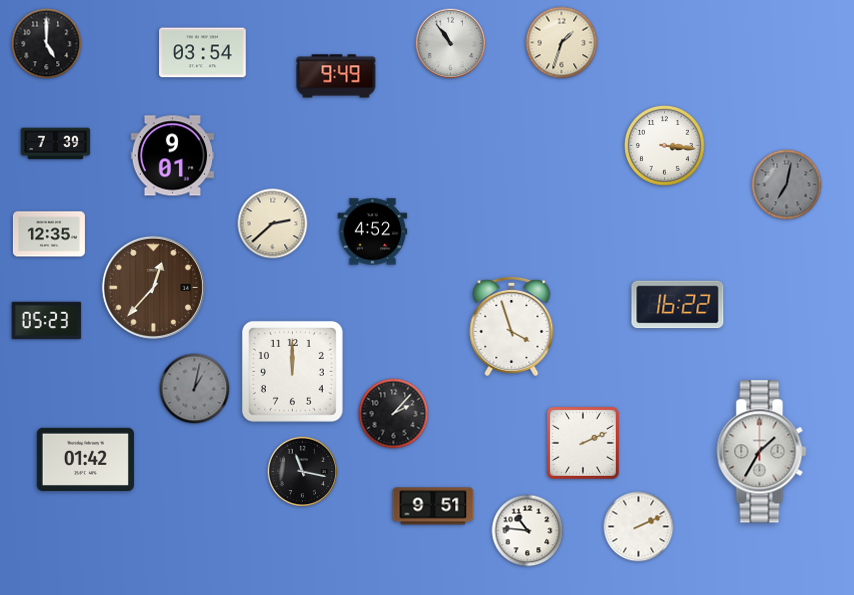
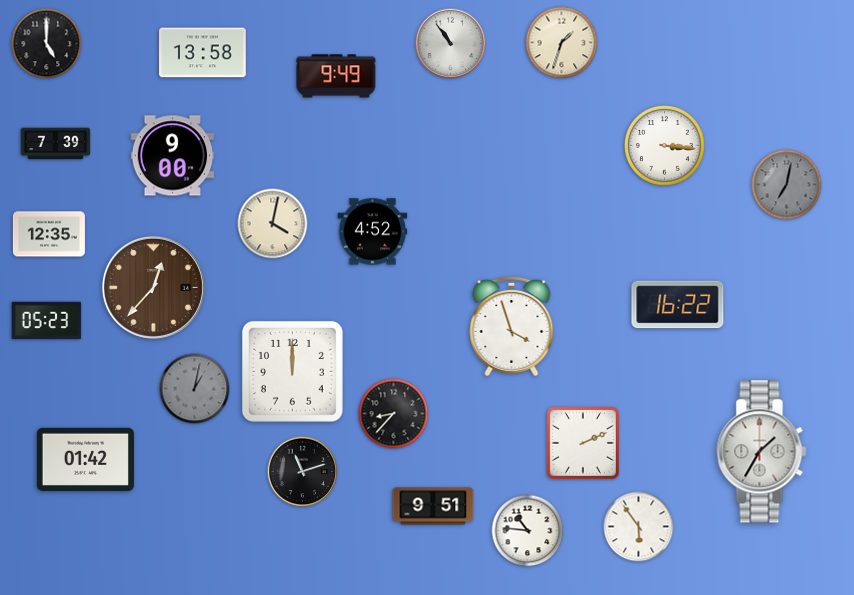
clock at (203, 53): 03:54 -> 13:58
clock at (173, 156): 9:01 -> 9:00
clock at (273, 224): 2:38 -> 4:02
clock at (394, 414): 2:07 -> 8:37
clock at (303, 472): 11:17 -> 11:12
clock at (639, 527): 2:11 -> 5:54
